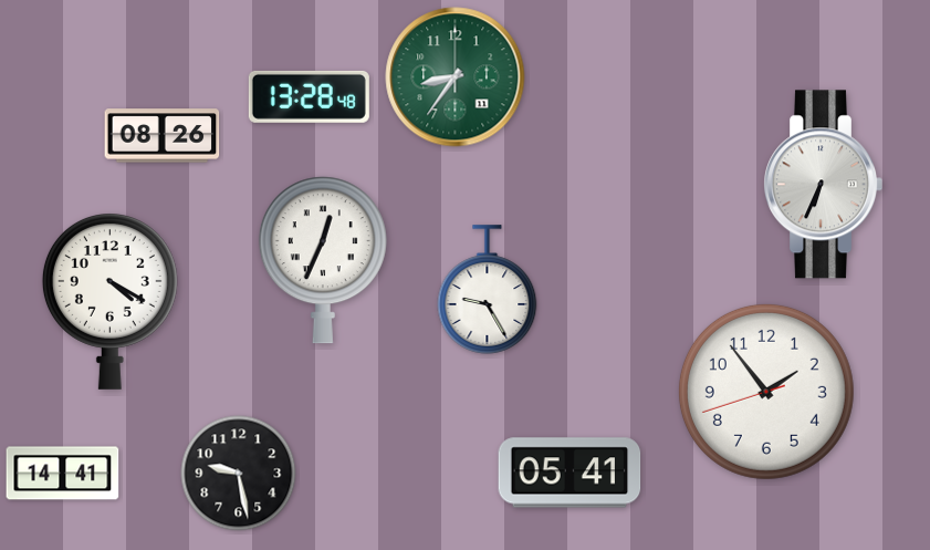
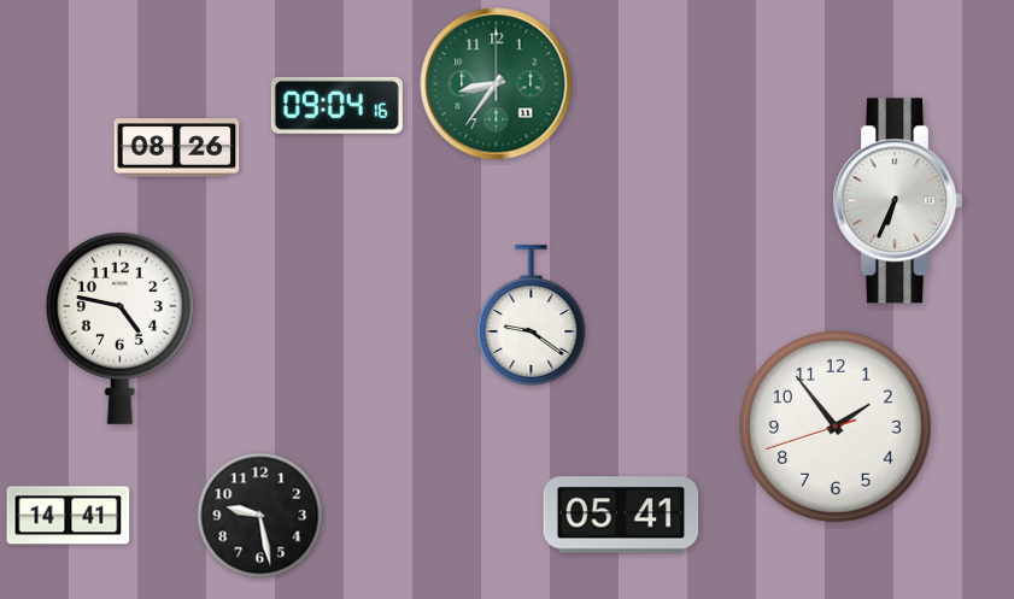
clock at (309, 96): 13:28 -> 09:04
clock at (323, 260): 12:34 -> none
clock at (488, 290): 9:25 -> 9:21
clock at (109, 302): 4:20 -> 4:47
